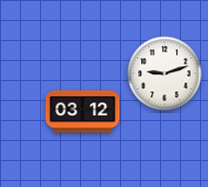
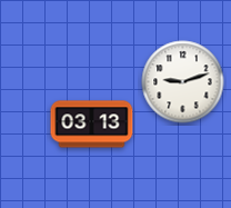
clock at (83, 112): 03:12 -> 03:13
